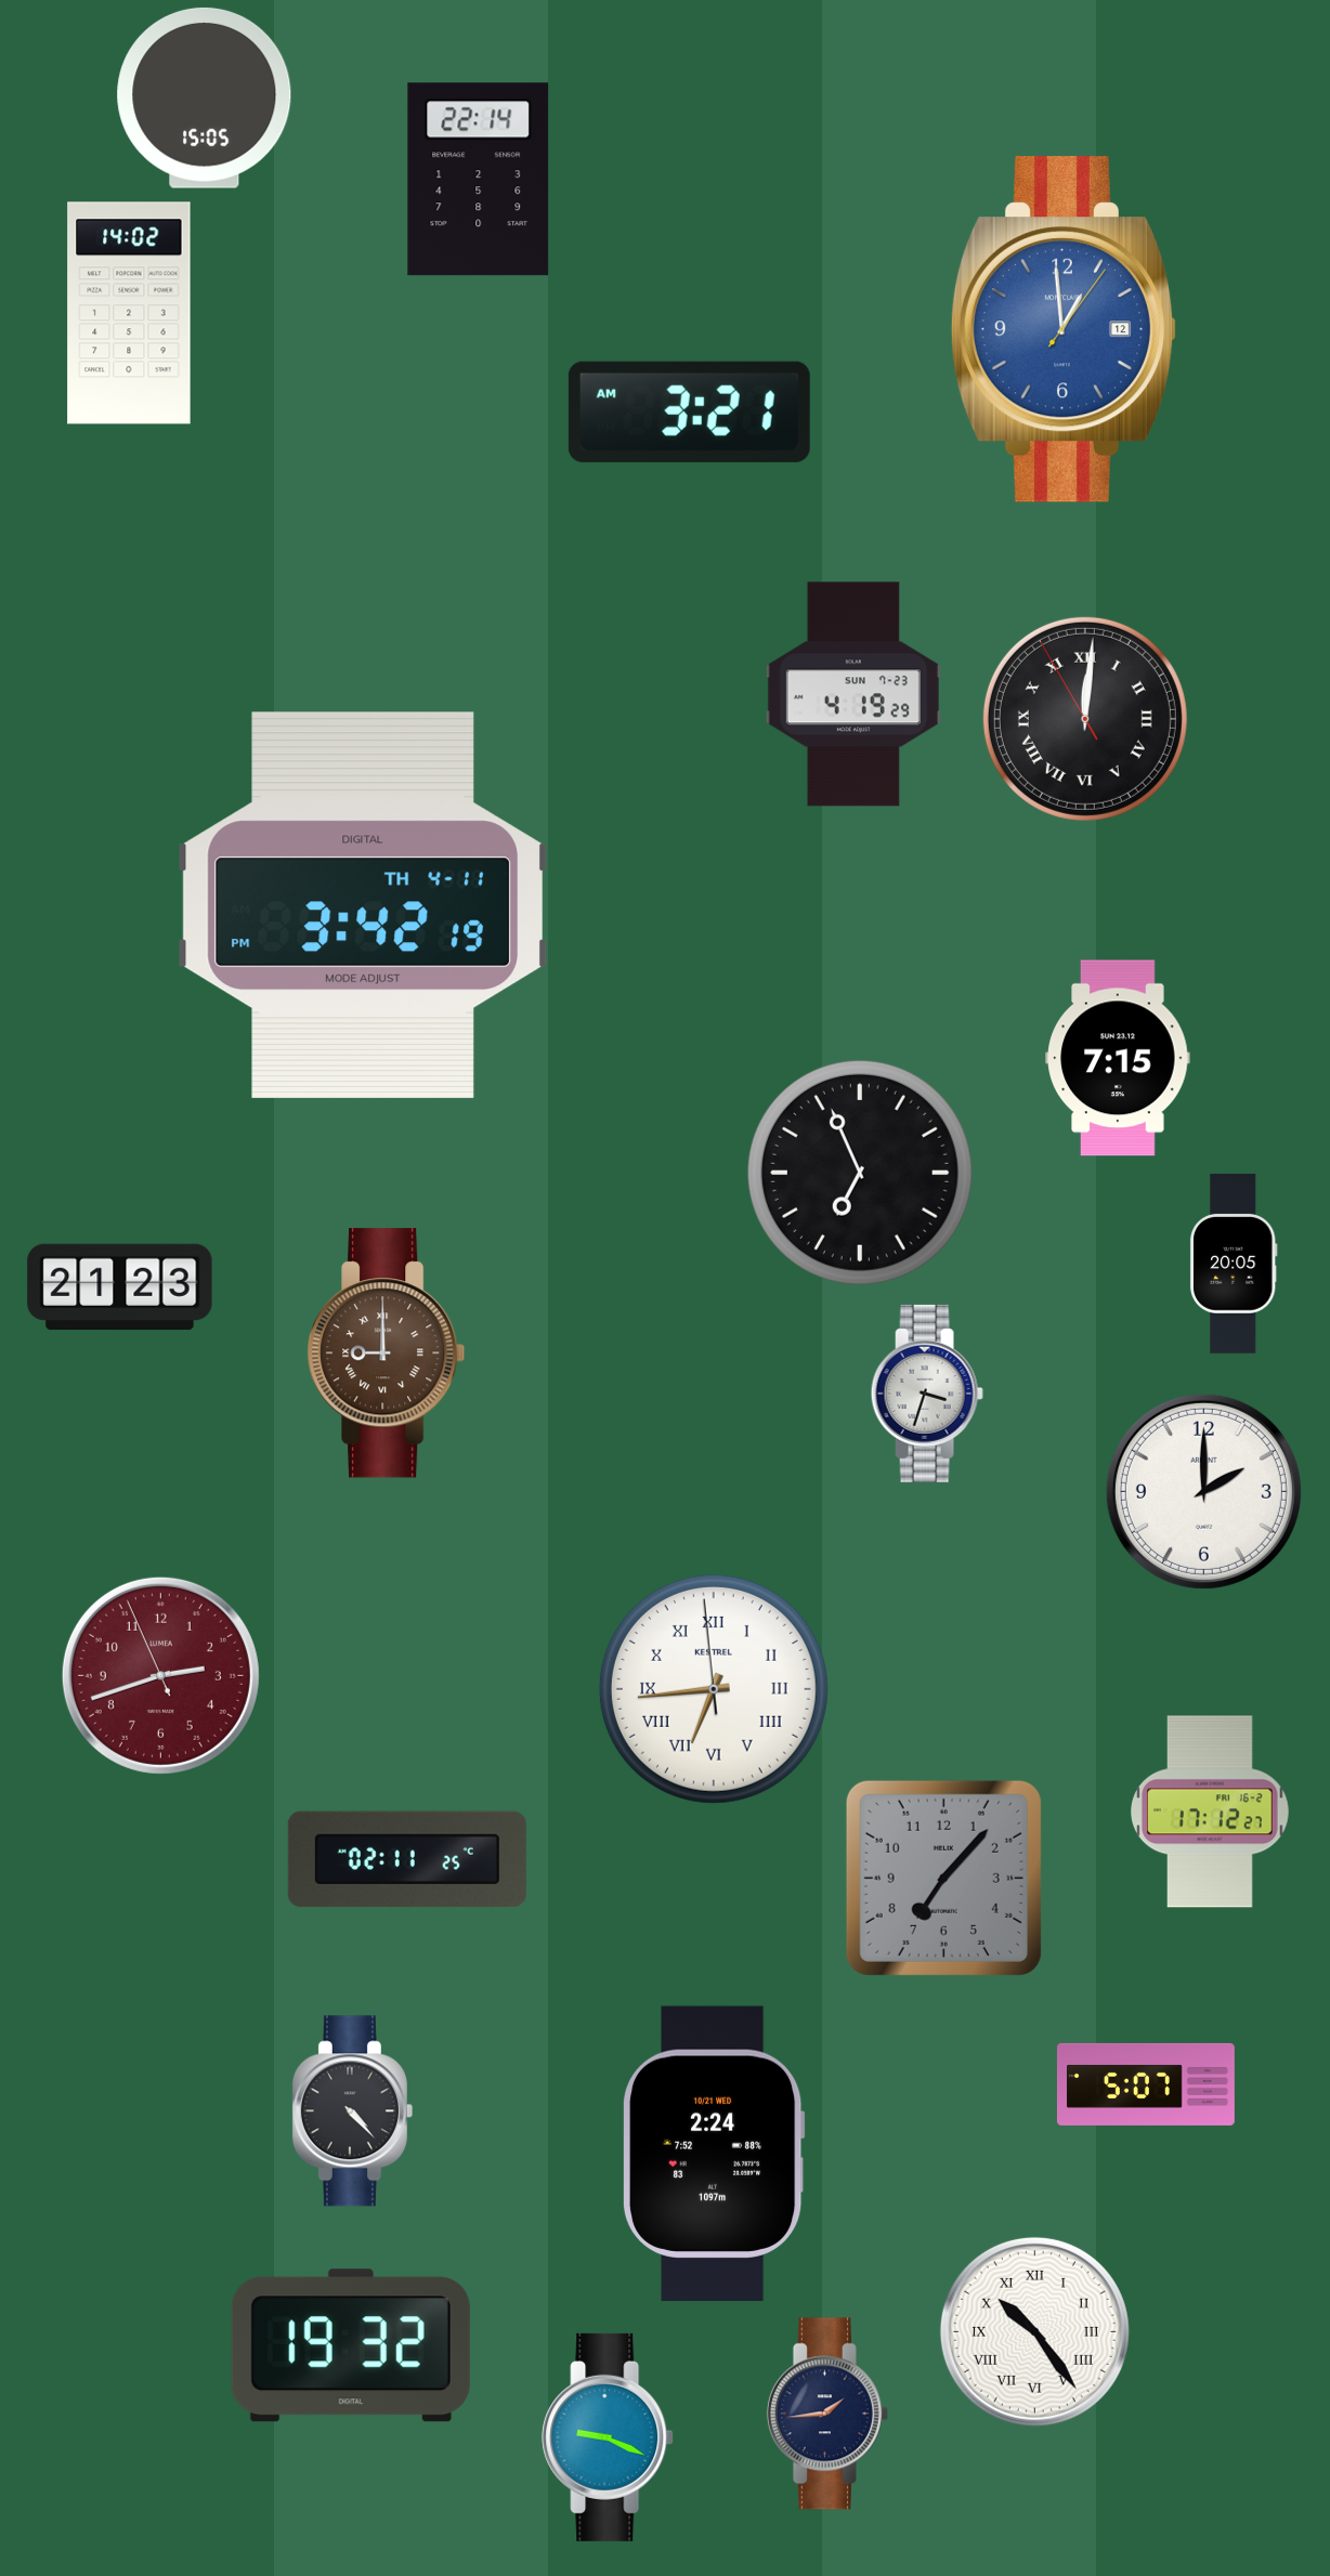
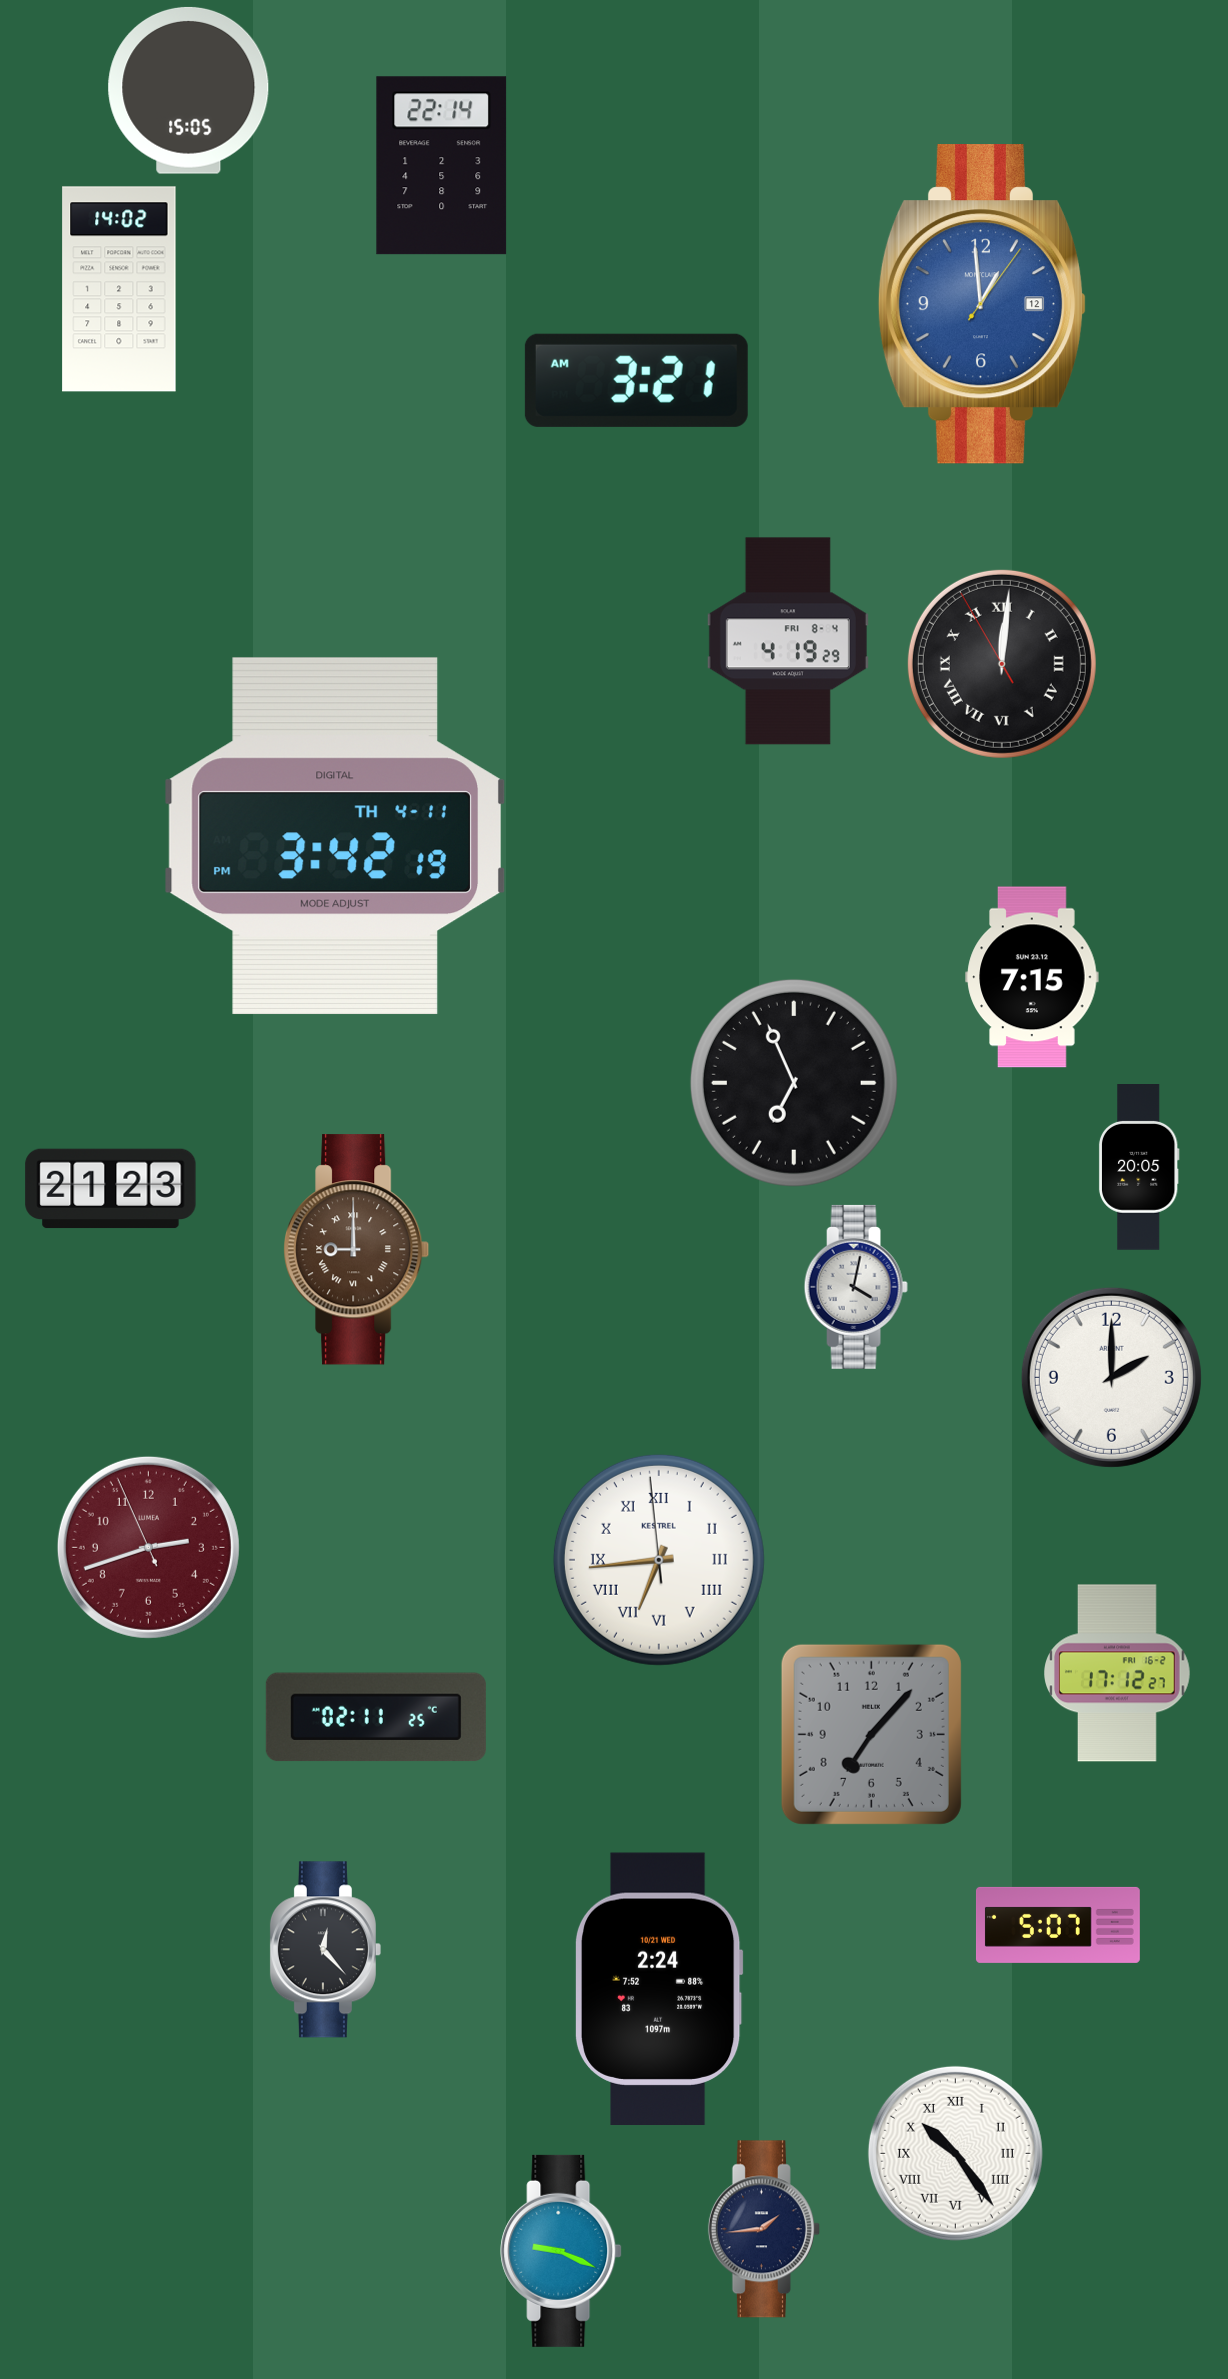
clock at (853, 694) date: SUN 7-23 -> FRI 8-4
clock at (927, 1394): 3:33 -> 4:02
clock at (352, 2111): 4:23 -> 12:23
clock at (351, 2345): 19:32 -> none
